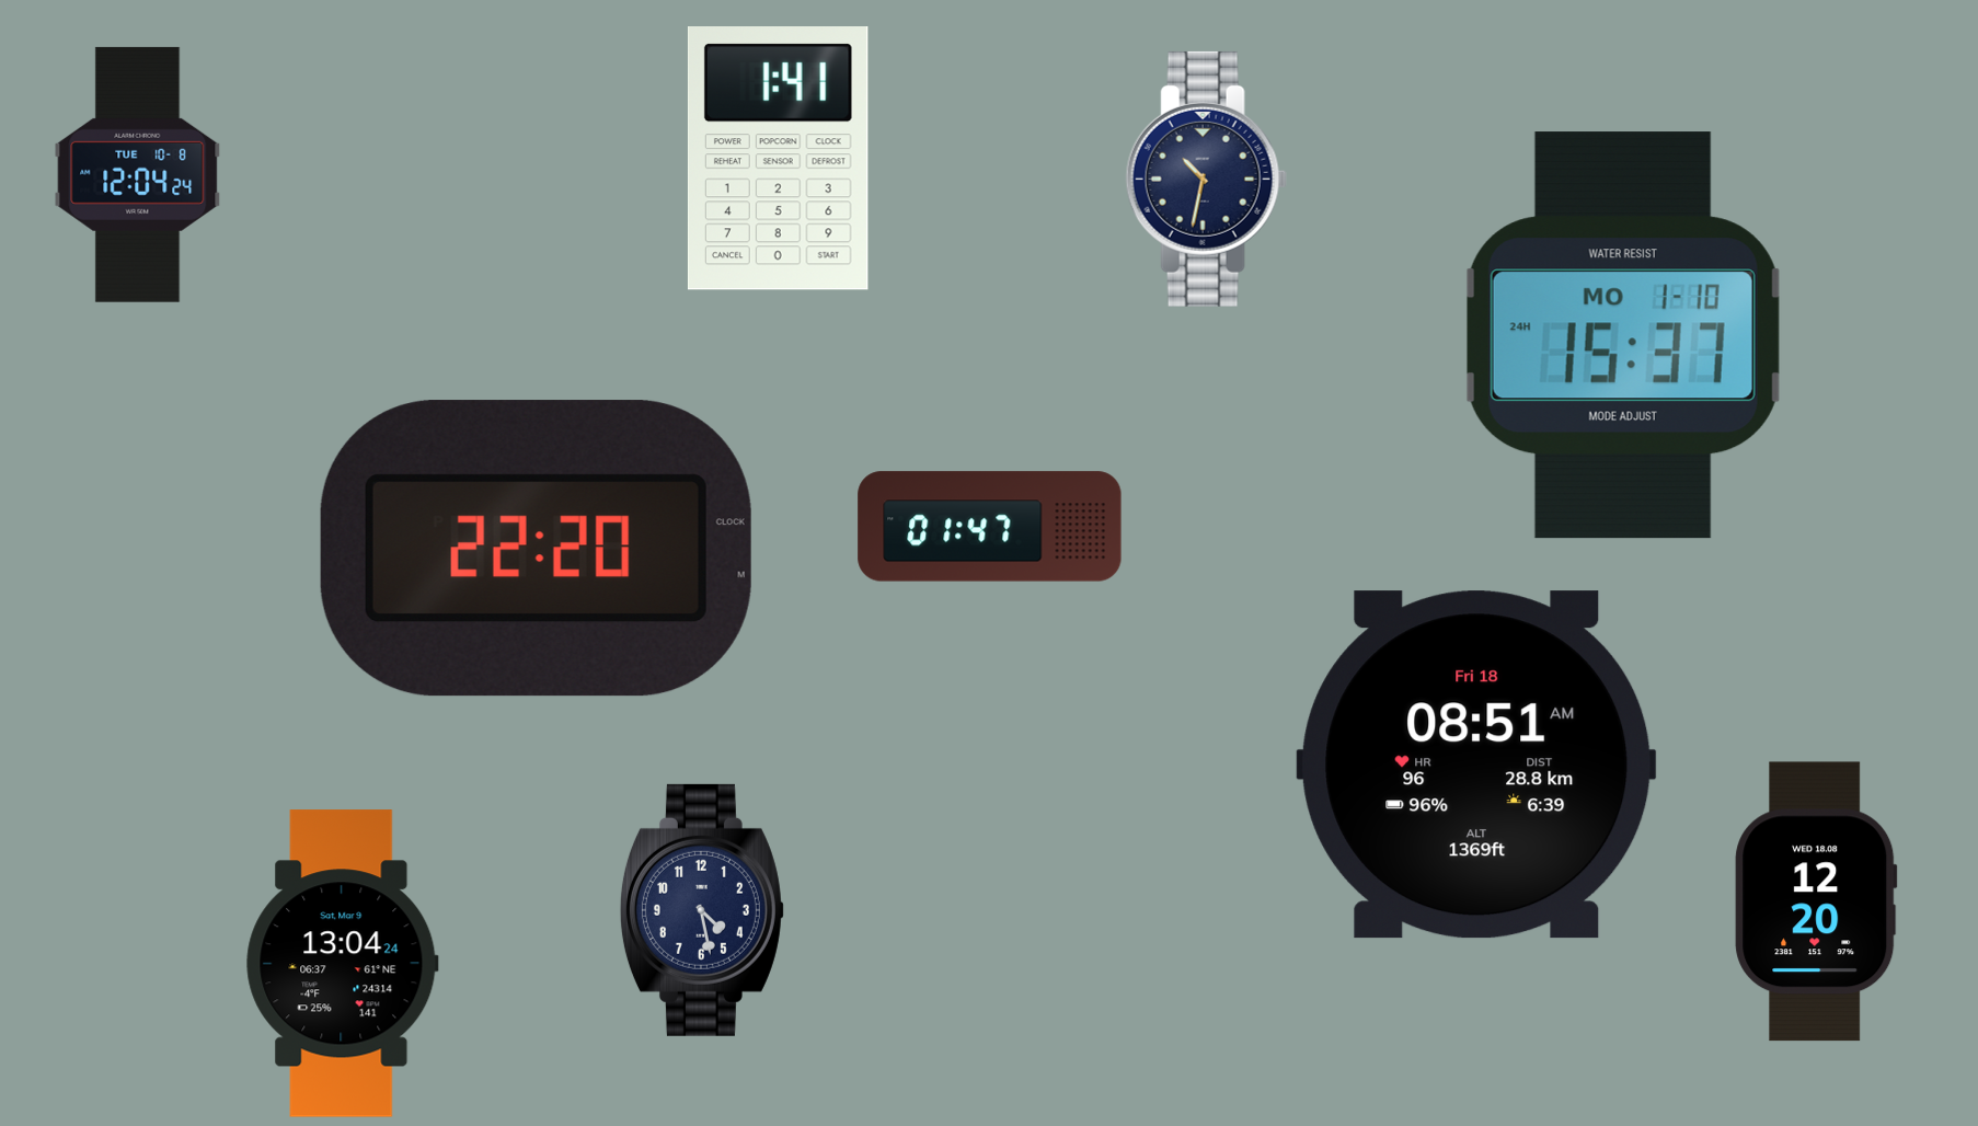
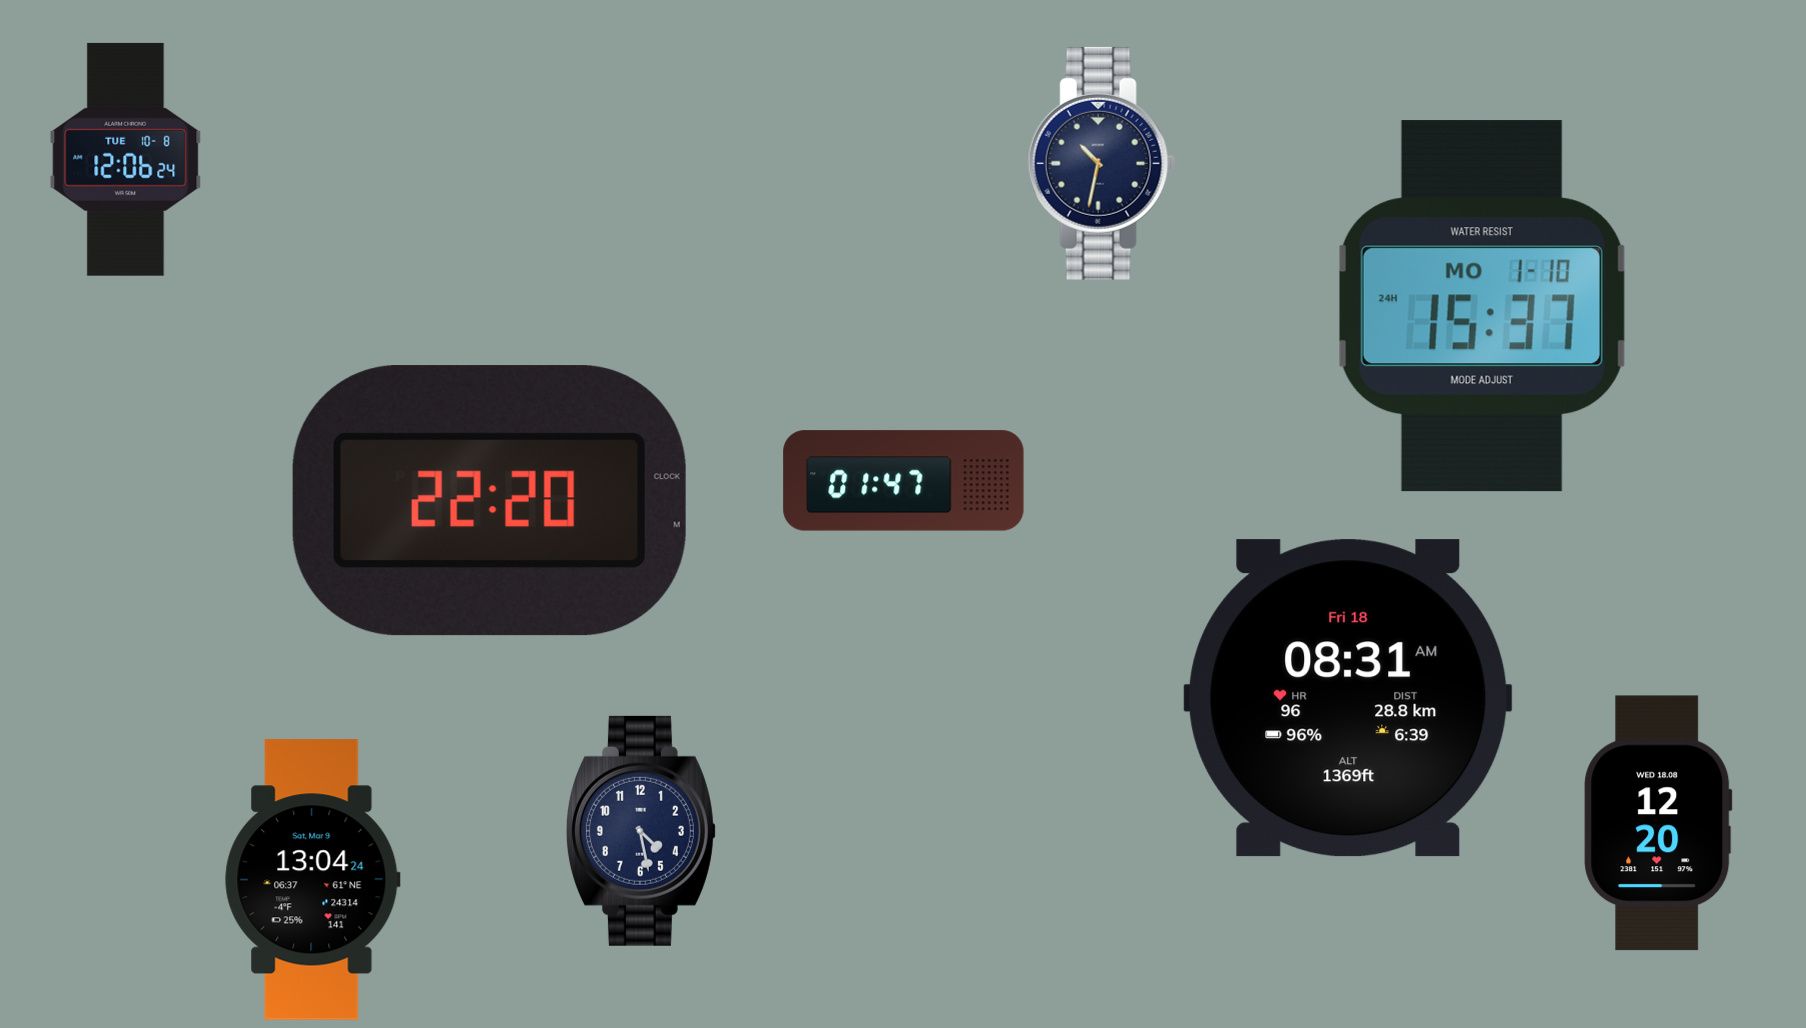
clock at (778, 159): 1:41 -> none
clock at (138, 174): 12:04 -> 12:06
clock at (1476, 765): 08:51 -> 08:31
